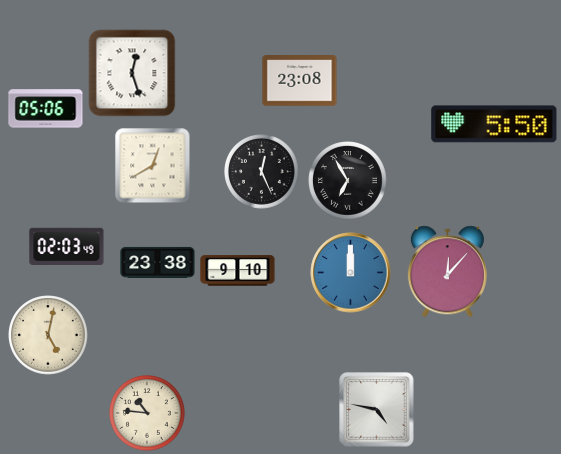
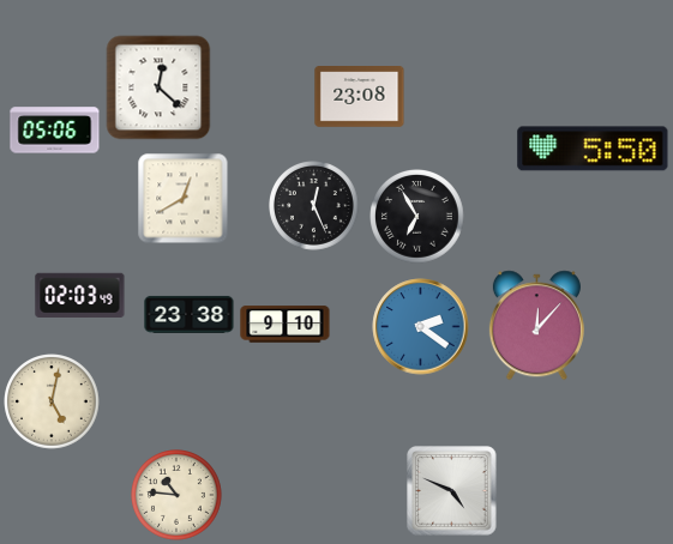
clock at (132, 73): 12:27 -> 12:22
clock at (351, 273): 12:00 -> 2:21
clock at (48, 335) position: (48, 335) -> (52, 401)
clock at (377, 410): 4:47 -> 4:49
